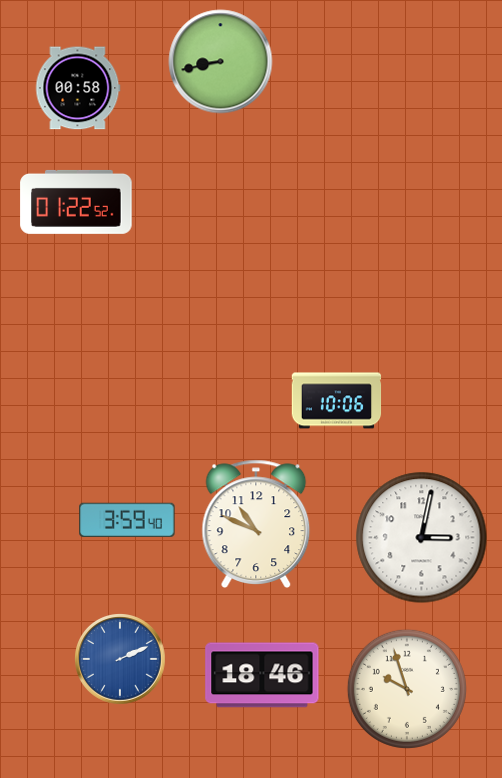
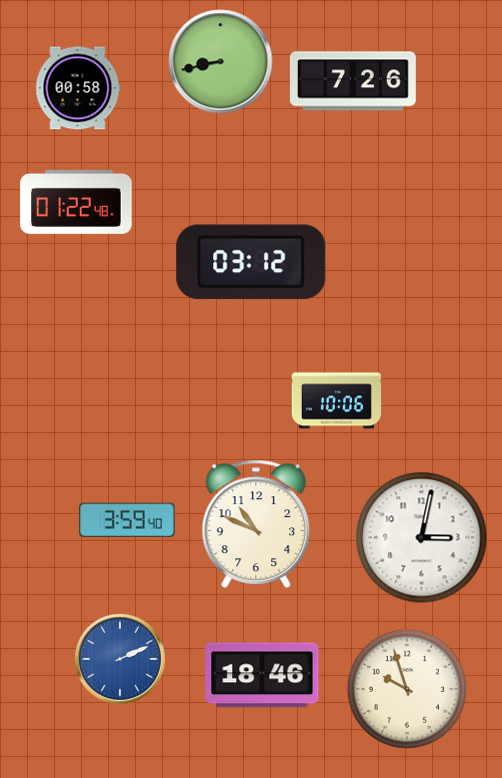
clock at (353, 81): none -> 7:26
clock at (76, 202): 01:22:52 -> 01:22:48
clock at (251, 262): none -> 03:12
